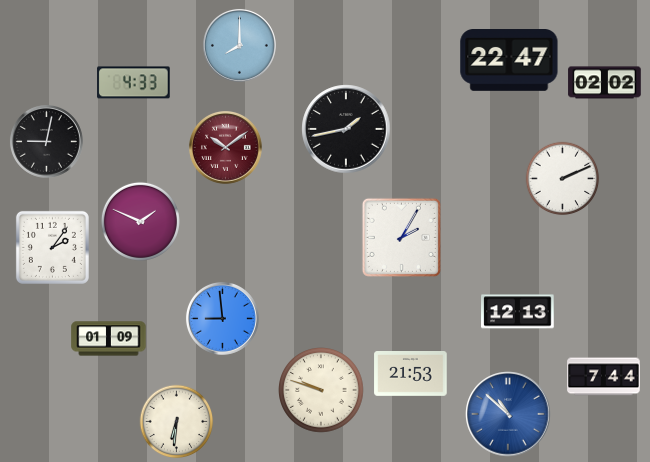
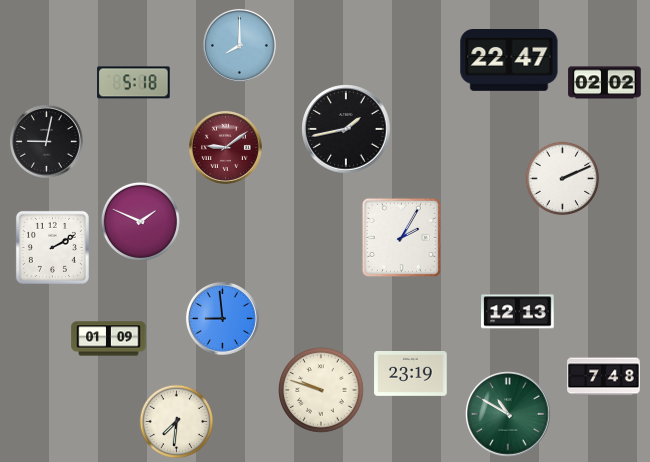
clock at (134, 83): 4:33 -> 5:18
clock at (225, 147): 10:09 -> 9:09
clock at (52, 247): 2:06 -> 2:10
clock at (411, 374): 21:53 -> 23:19
clock at (604, 377): 7:44 -> 7:48
clock at (508, 414): 10:52 -> 10:50
clock at (508, 414) dial: blue -> green
clock at (177, 422): 6:31 -> 7:31
